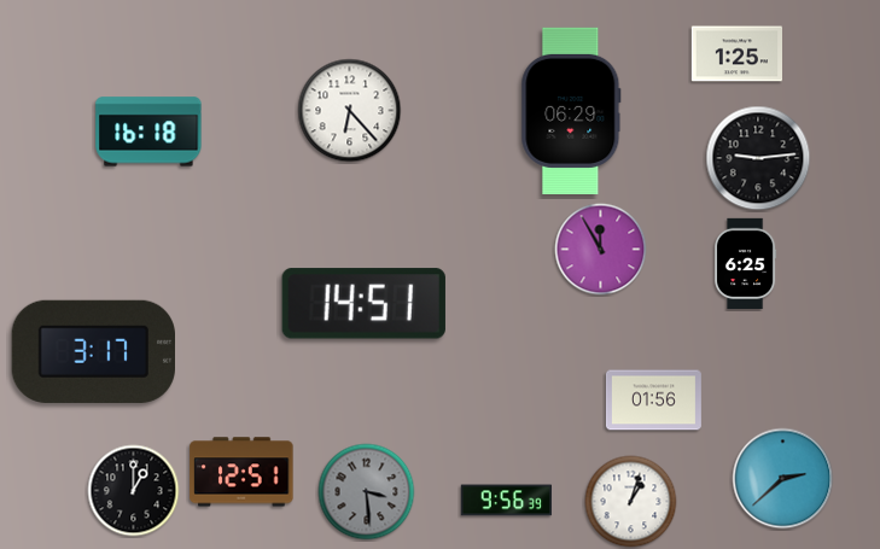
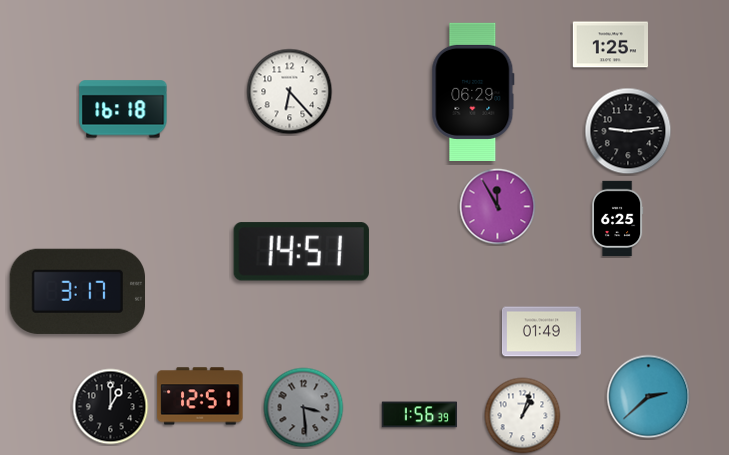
clock at (653, 401): 01:56 -> 01:49
clock at (241, 472) position: (241, 472) -> (200, 396)
clock at (506, 501): 9:56 -> 1:56
